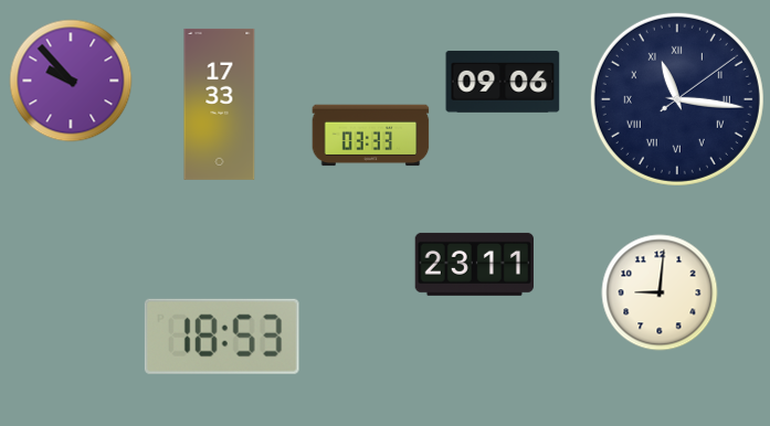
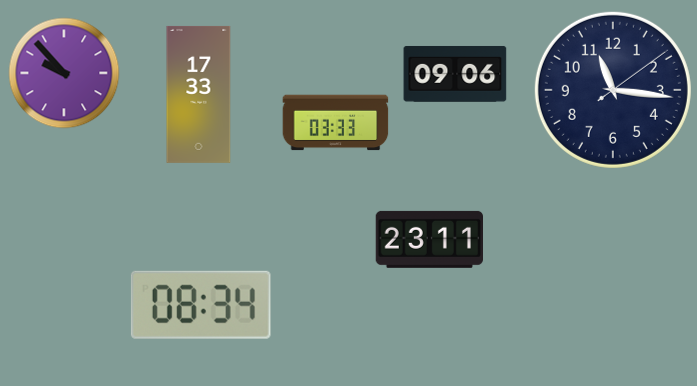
clock at (677, 99) numerals: Roman -> Arabic
clock at (660, 292): 9:01 -> none
clock at (222, 337): 18:53 -> 08:34
